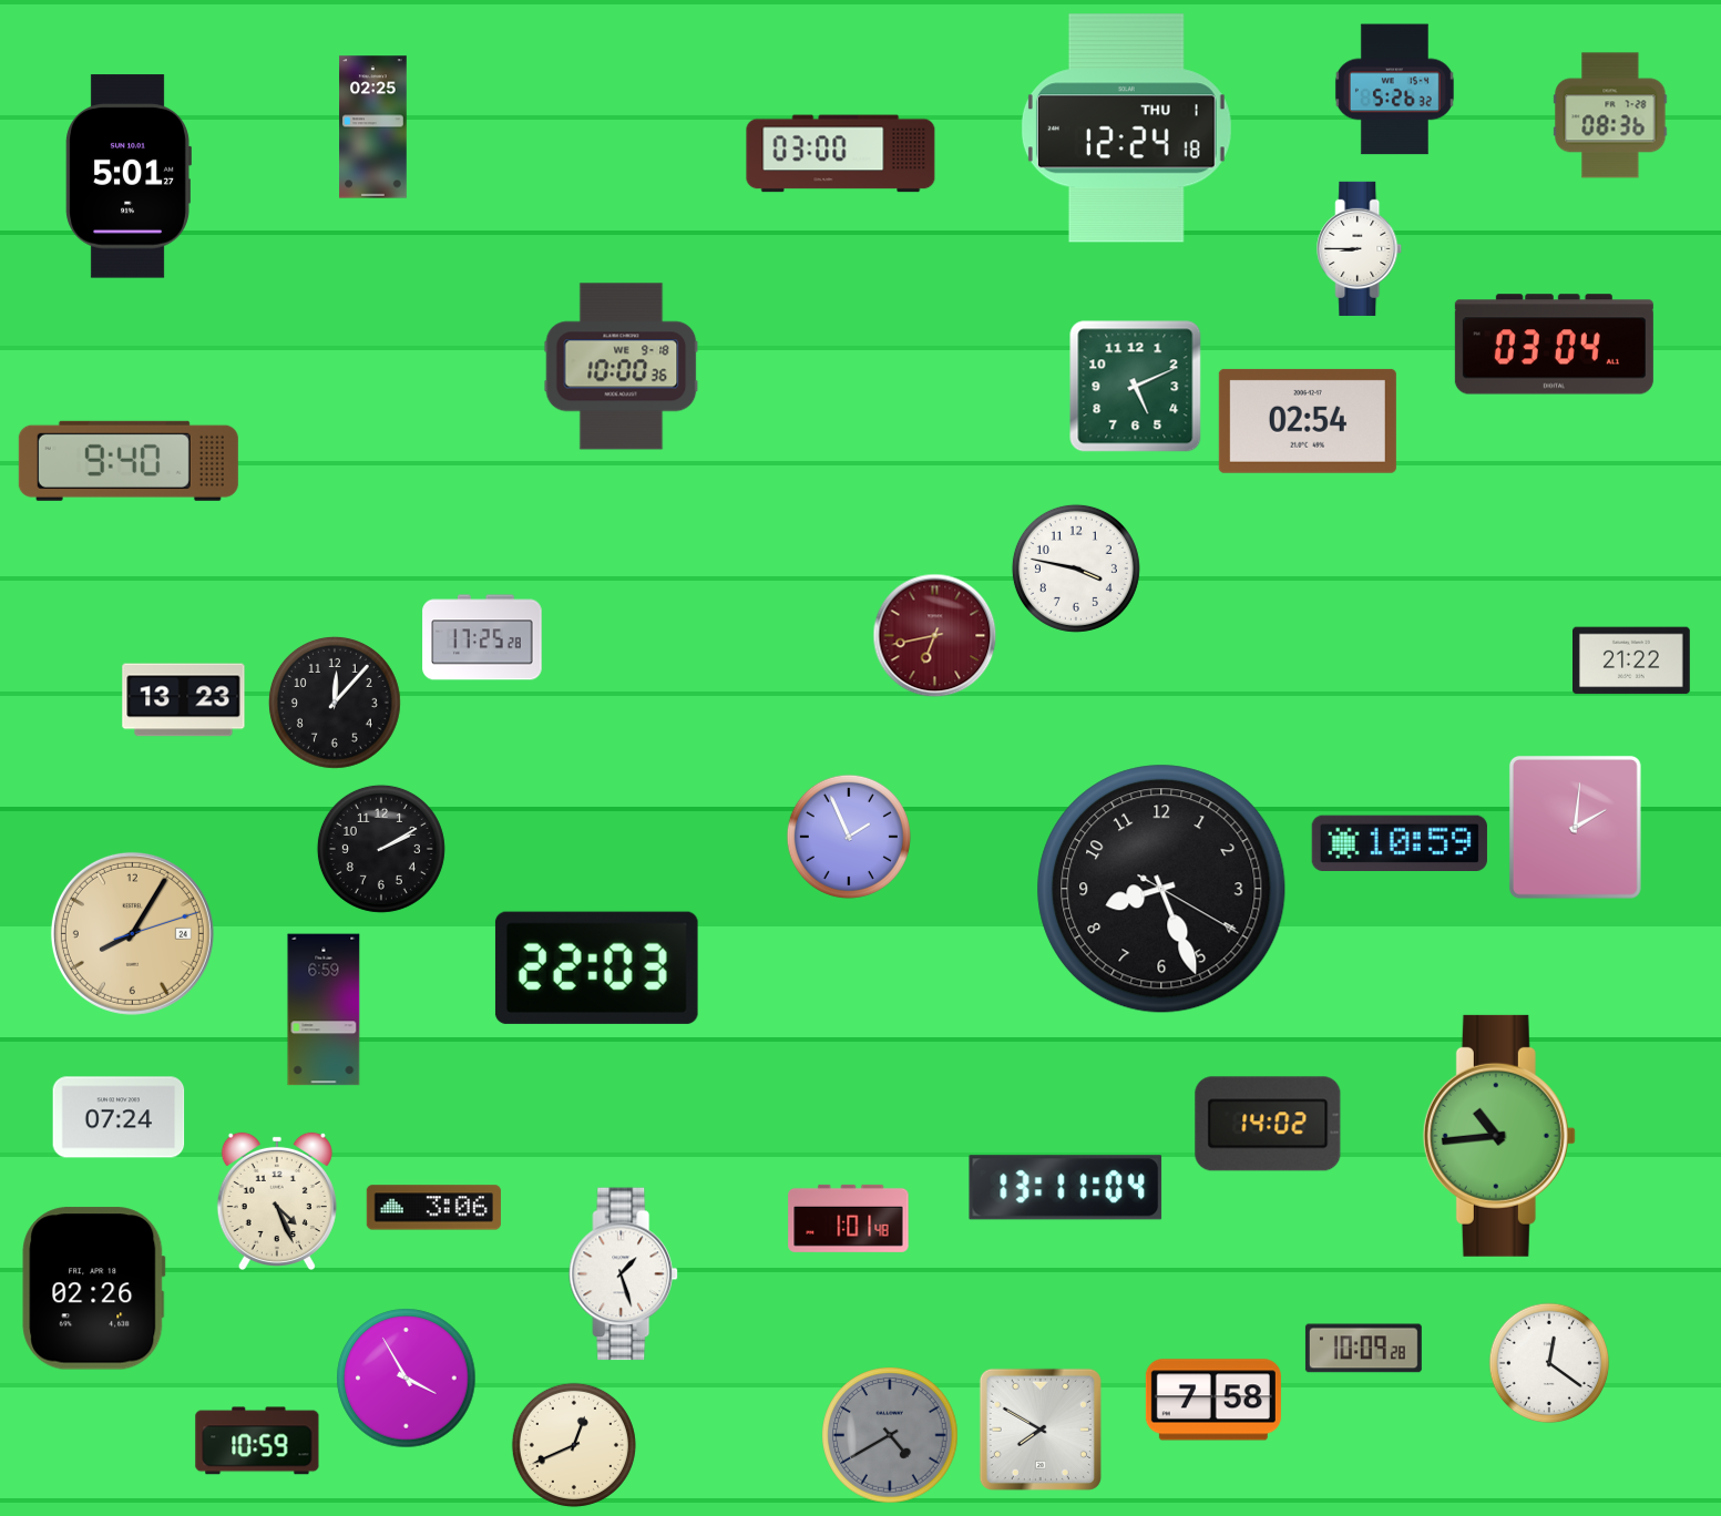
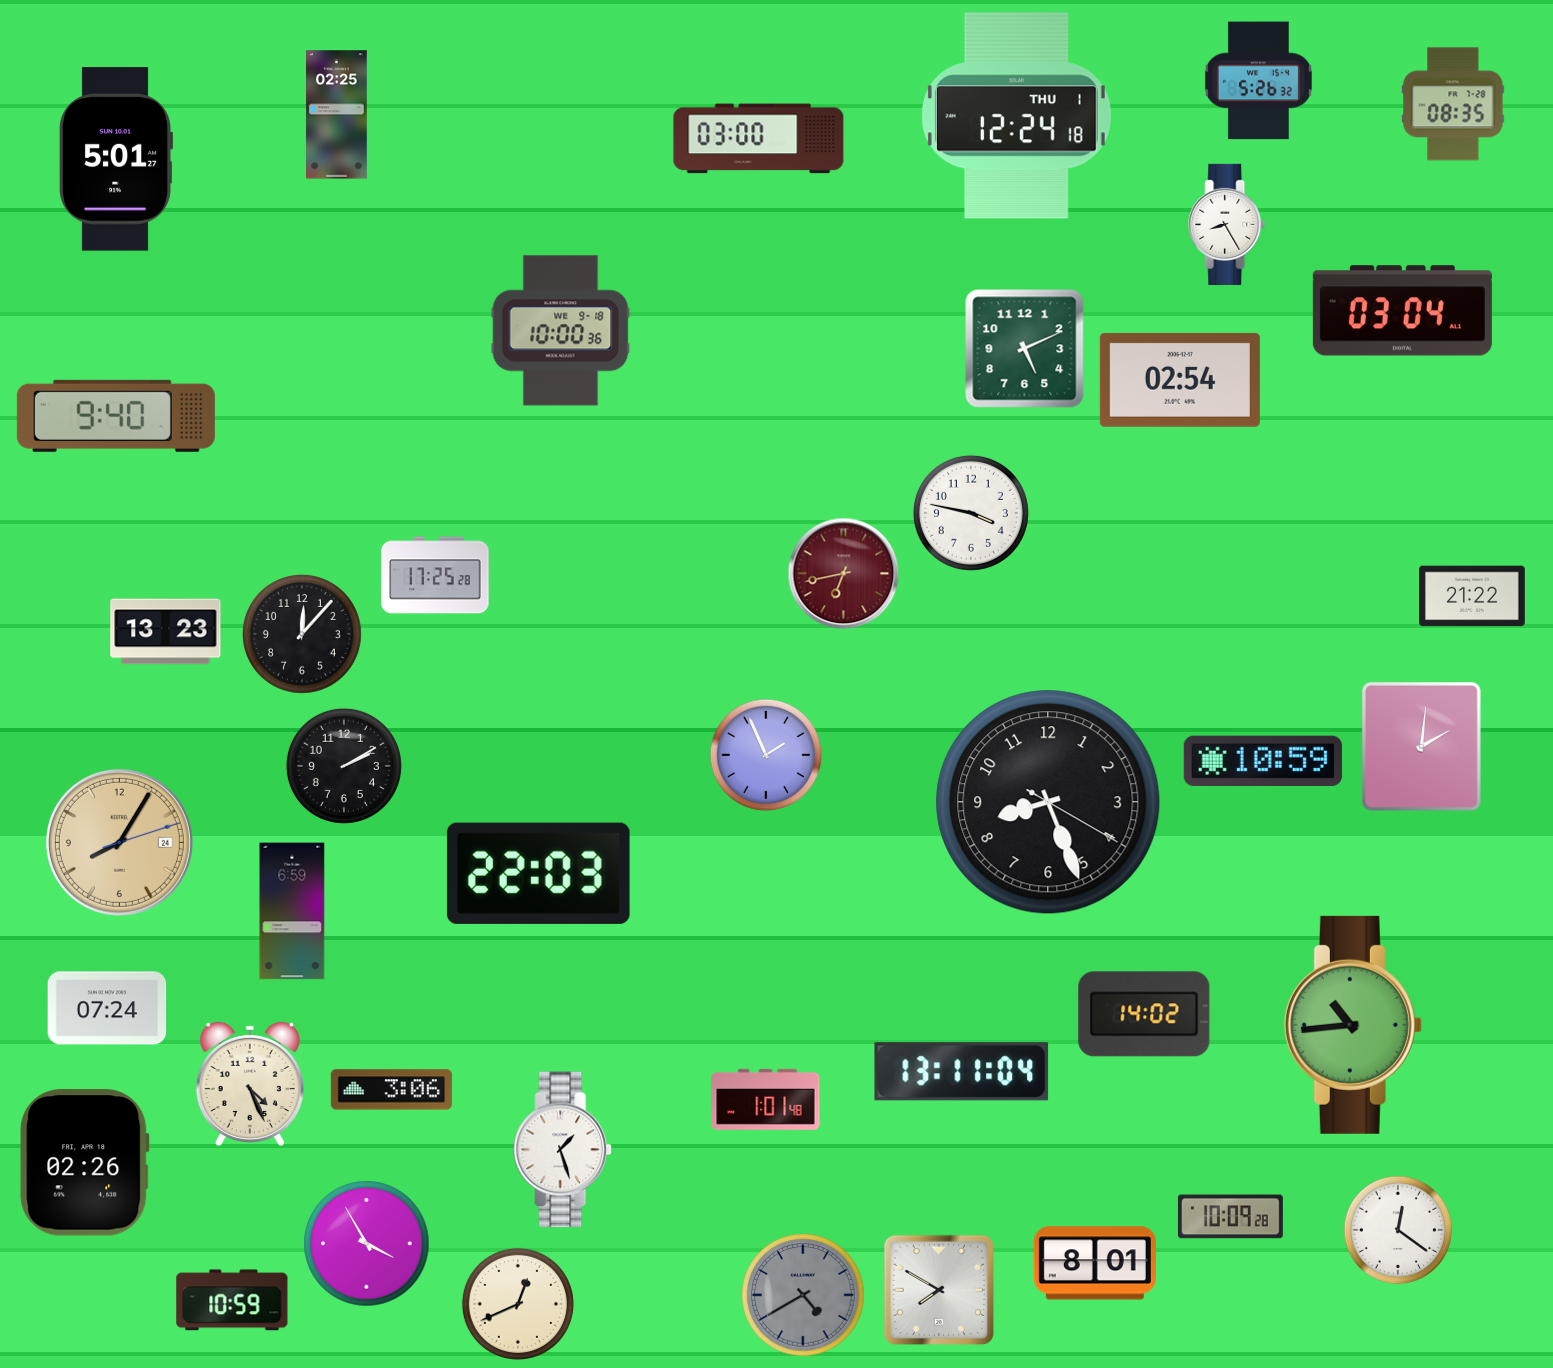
clock at (1610, 115): 08:36 -> 08:35
clock at (1360, 248): 8:45 -> 8:25
clock at (1213, 1400): 7:58 -> 8:01
